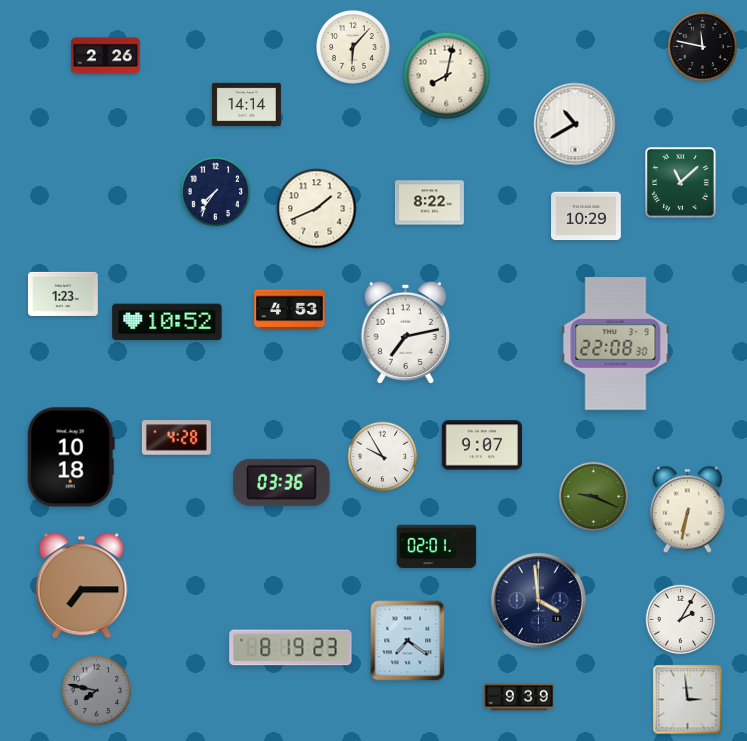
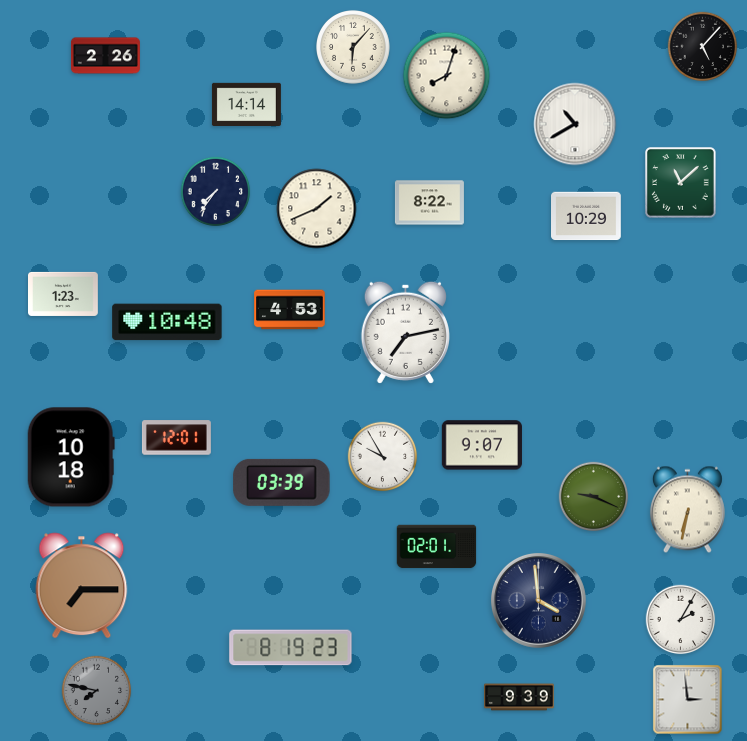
clock at (703, 47): 11:47 -> 5:07
clock at (447, 76): 8:02 -> 8:03
clock at (167, 322): 10:52 -> 10:48
clock at (616, 344): 22:08 -> none
clock at (176, 438): 4:28 -> 12:01
clock at (282, 482): 03:36 -> 03:39
clock at (408, 641): 7:21 -> none
